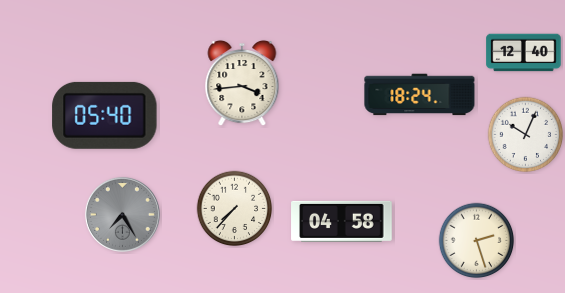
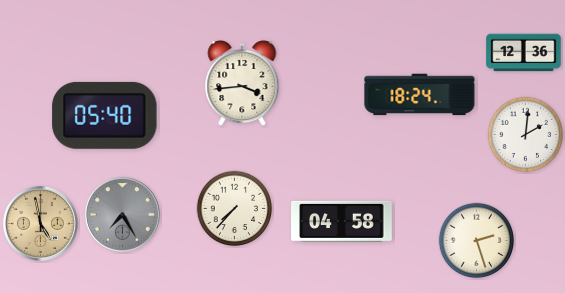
clock at (524, 53): 12:40 -> 12:36
clock at (526, 135): 10:04 -> 2:01
clock at (40, 223): none -> 4:58
